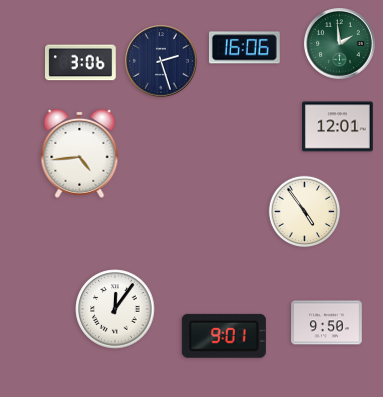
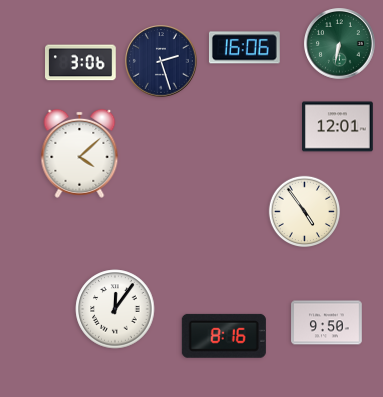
clock at (340, 44): 1:59 -> 6:32
clock at (80, 153): 4:44 -> 4:08
clock at (224, 336): 9:01 -> 8:16
